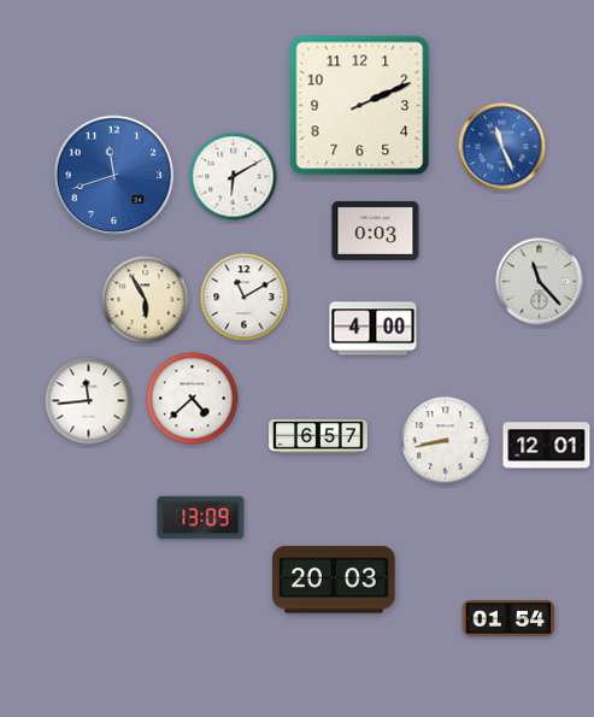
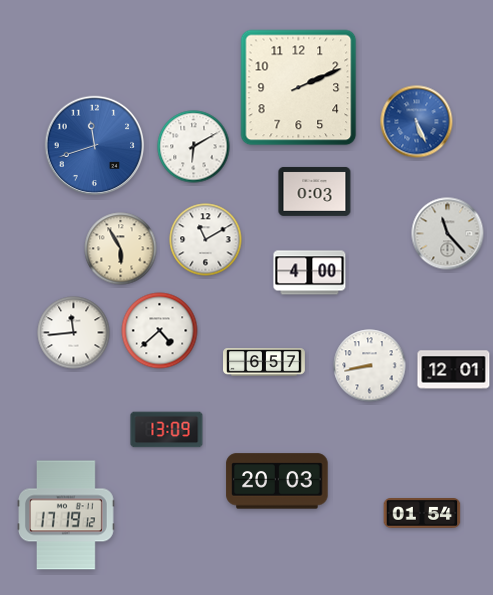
clock at (502, 147): 11:26 -> 5:26
clock at (376, 230) position: (376, 230) -> (315, 191)
clock at (245, 298) position: (245, 298) -> (206, 240)
clock at (67, 515): none -> 17:19
